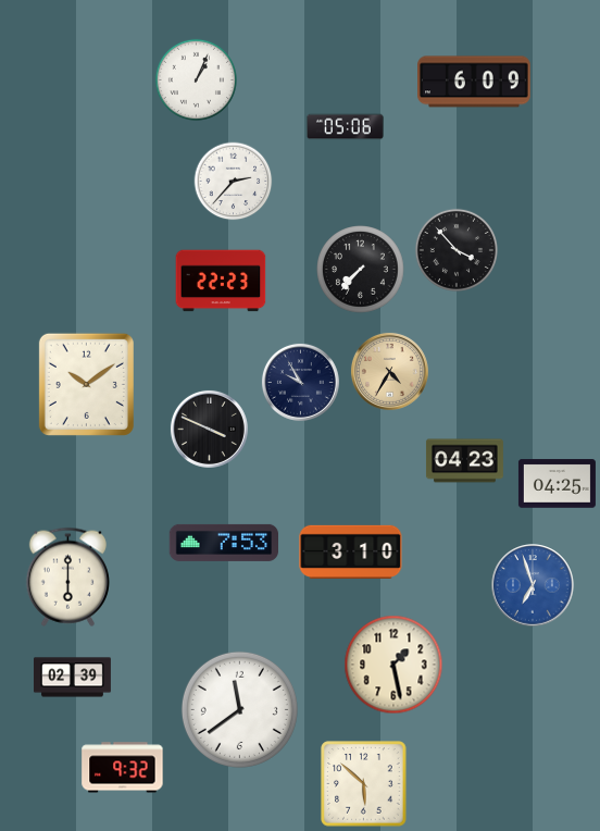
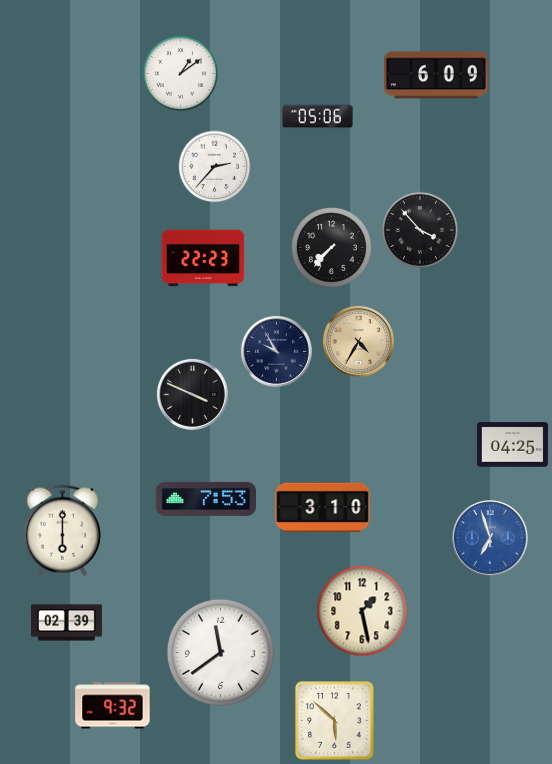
clock at (196, 79): 1:04 -> 1:09
clock at (86, 384): 10:09 -> none
clock at (464, 461): 04:23 -> none
